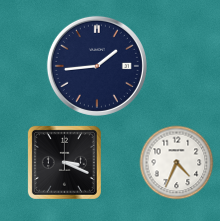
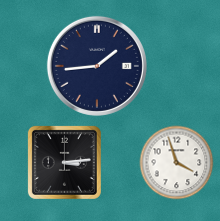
clock at (64, 162): 3:19 -> 3:14
clock at (177, 163): 4:34 -> 3:57
